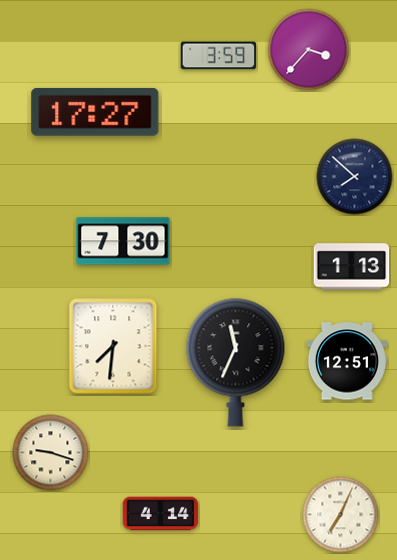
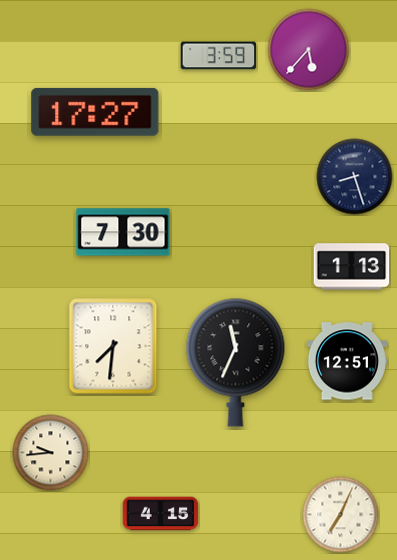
clock at (309, 50): 3:37 -> 5:37
clock at (355, 177): 7:52 -> 8:27
clock at (123, 241) position: (123, 241) -> (123, 232)
clock at (51, 453): 9:18 -> 9:44
clock at (161, 514): 4:14 -> 4:15
